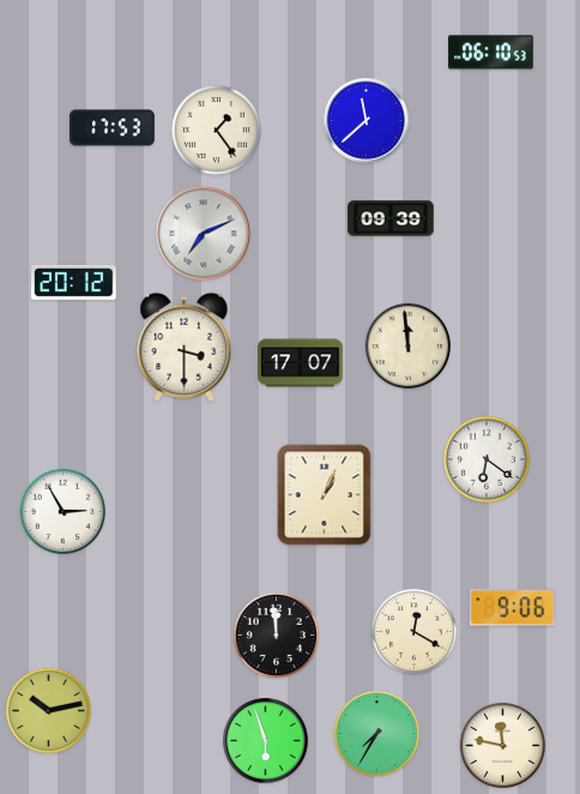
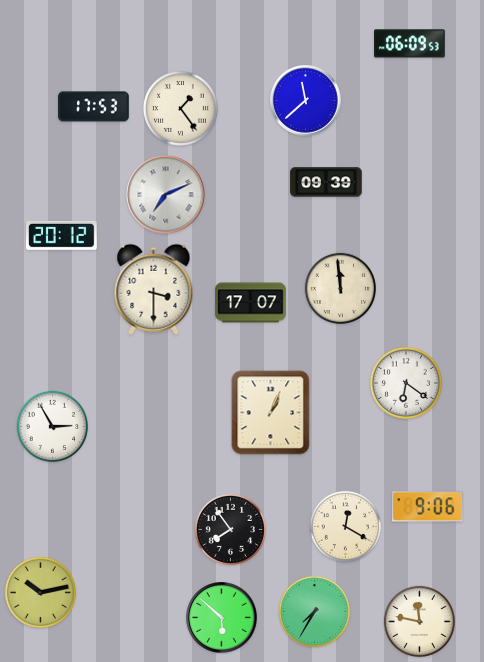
clock at (491, 53): 06:10 -> 06:09
clock at (204, 234) position: (204, 234) -> (166, 195)
clock at (276, 634): 11:59 -> 7:54
clock at (266, 741): 5:57 -> 5:52
